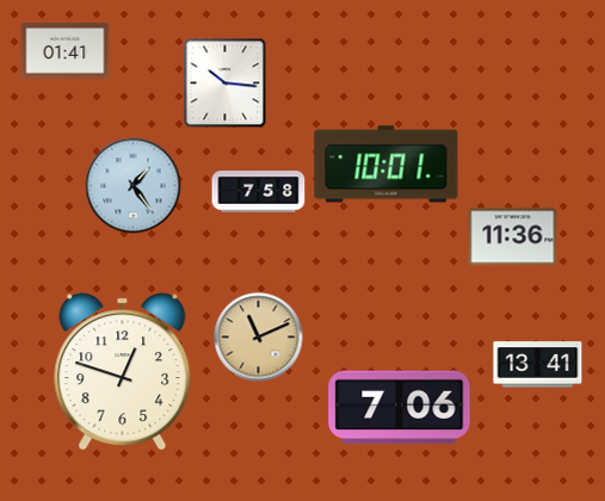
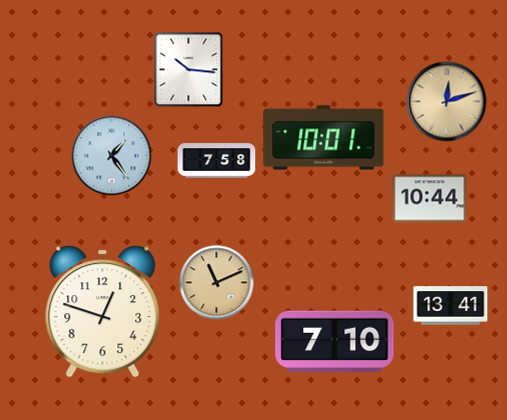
clock at (66, 51): 01:41 -> none
clock at (447, 102): none -> 12:12
clock at (513, 237): 11:36 -> 10:44
clock at (400, 408): 7:06 -> 7:10
